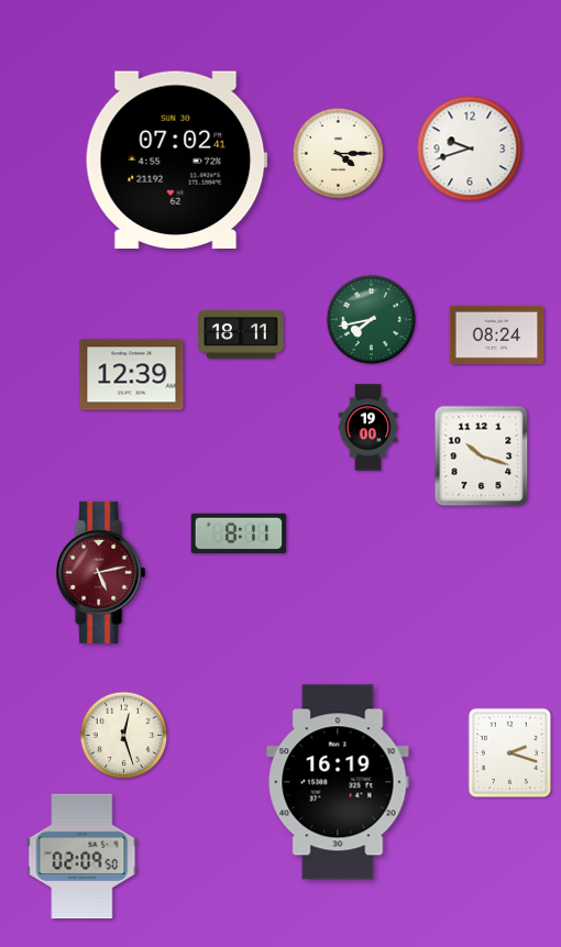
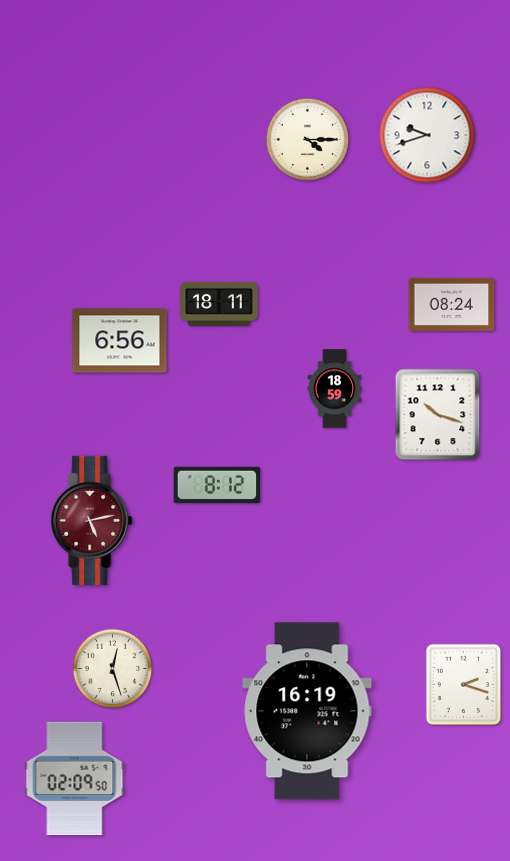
clock at (176, 159): 07:02 -> none
clock at (372, 320): 7:43 -> none
clock at (132, 375): 12:39 -> 6:56
clock at (369, 428): 19:00 -> 18:59
clock at (239, 532): 8:11 -> 8:12
